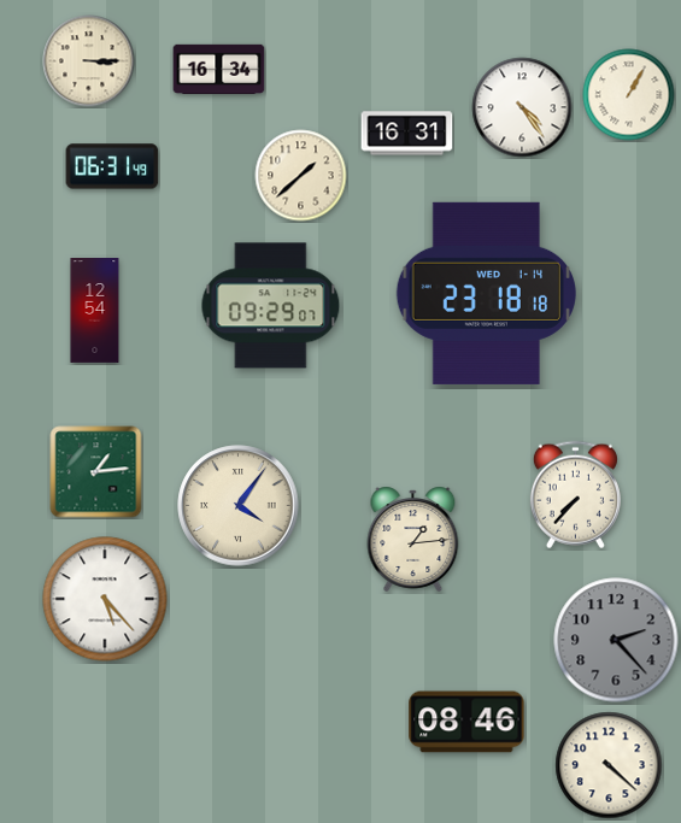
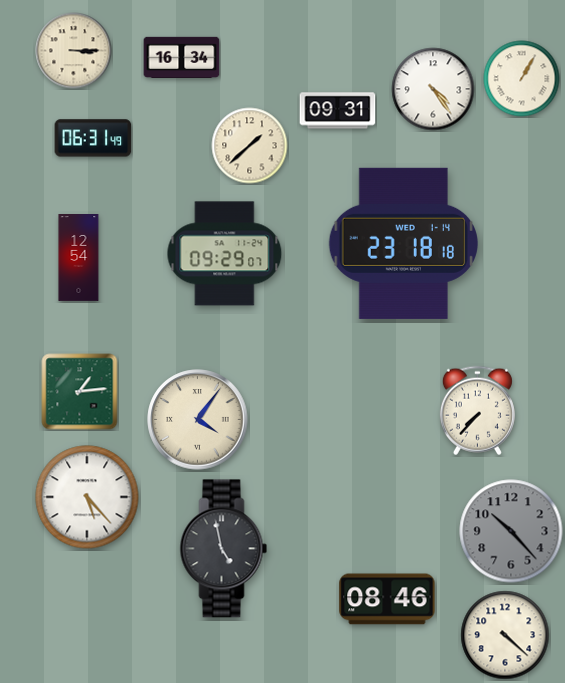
clock at (407, 134): 16:31 -> 09:31
clock at (413, 539): 1:14 -> none
clock at (616, 640): 2:23 -> 10:23
clock at (224, 549): none -> 4:58
